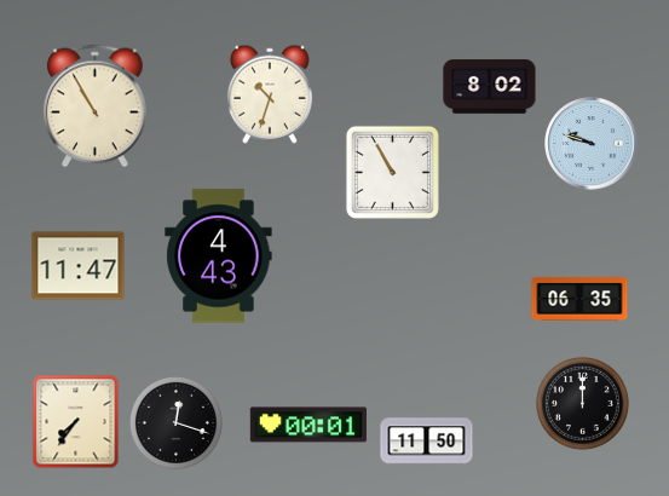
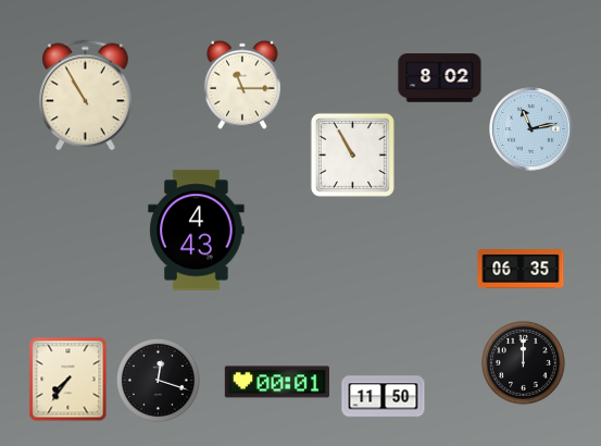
clock at (270, 94): 10:33 -> 11:15
clock at (592, 144): 9:48 -> 11:13
clock at (79, 266): 11:47 -> none
